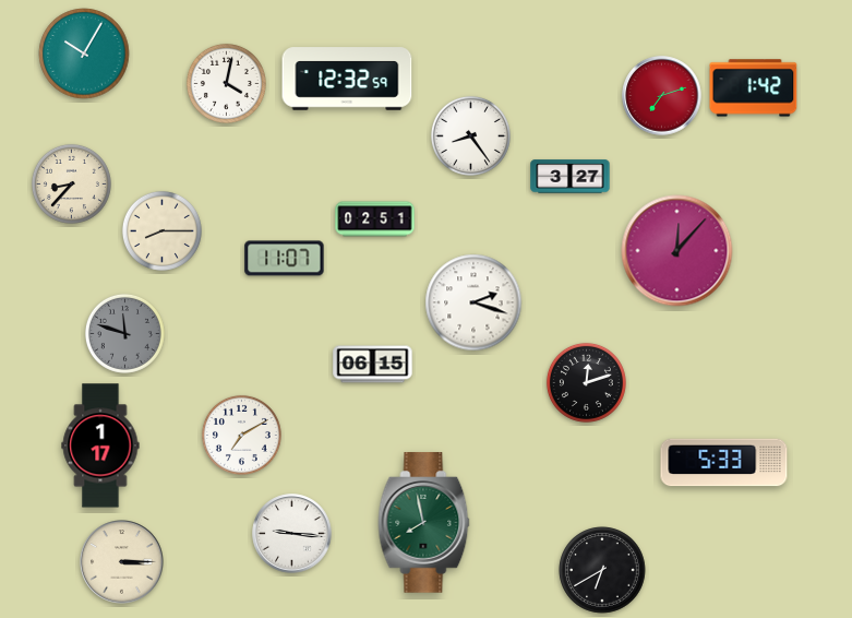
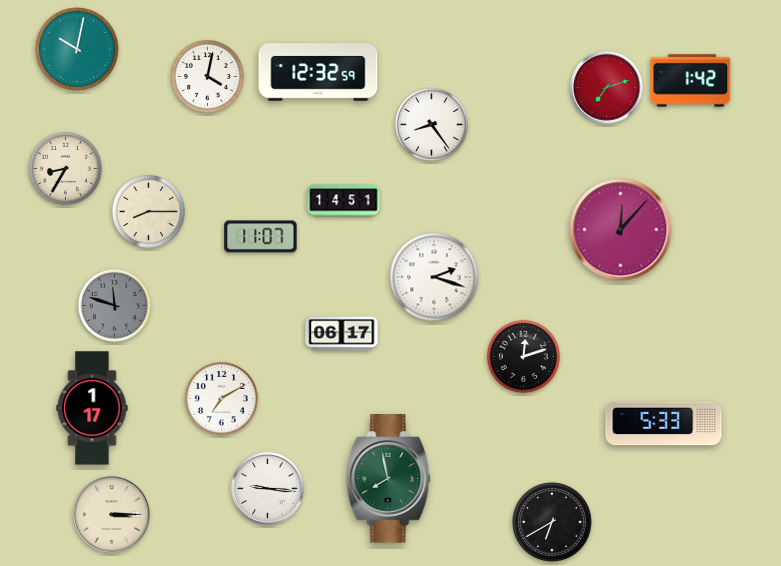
clock at (84, 54): 10:05 -> 10:02
clock at (571, 177): 3:27 -> none
clock at (71, 183): 8:37 -> 8:35
clock at (375, 219): 02:51 -> 14:51
clock at (373, 365): 06:15 -> 06:17
clock at (586, 382) position: (586, 382) -> (523, 356)
